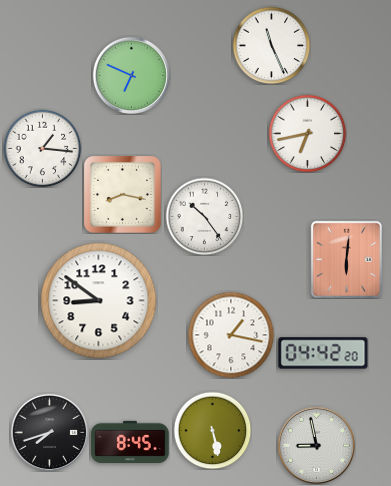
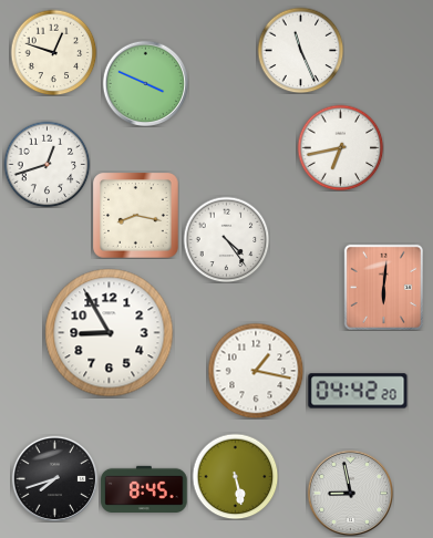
clock at (53, 52): none -> 12:48
clock at (131, 75): 6:49 -> 3:49
clock at (42, 148): 1:16 -> 12:42
clock at (204, 216): 10:24 -> 4:24
clock at (99, 301): 8:51 -> 8:55
